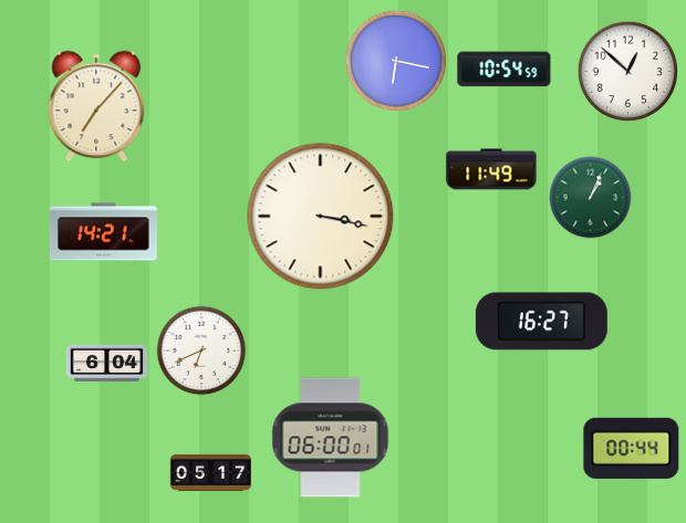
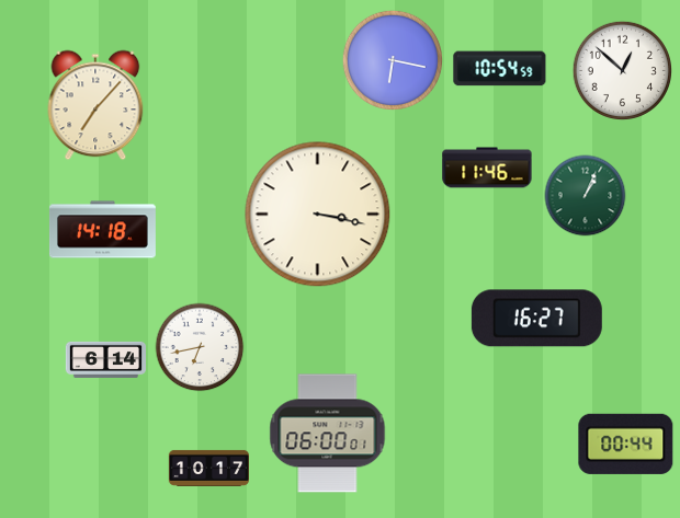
clock at (491, 169): 11:49 -> 11:46
clock at (103, 232): 14:21 -> 14:18
clock at (201, 351): 6:41 -> 6:43
clock at (106, 363): 6:04 -> 6:14
clock at (211, 472): 05:17 -> 10:17
